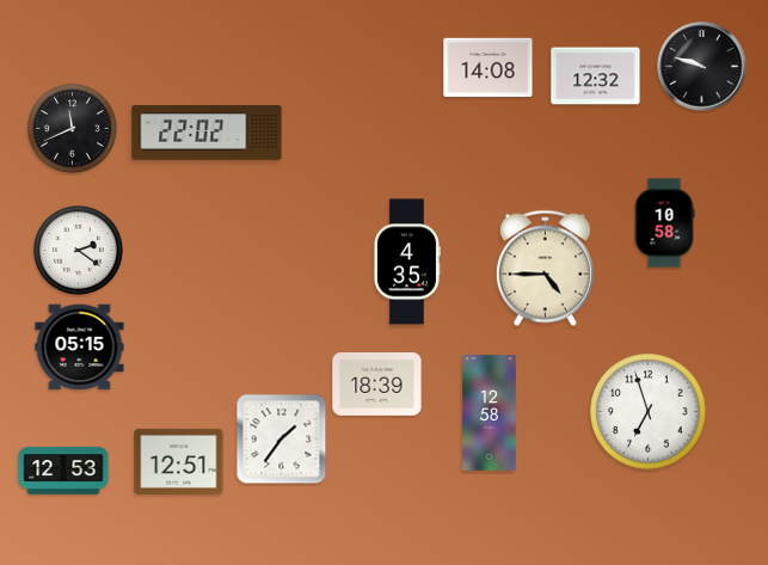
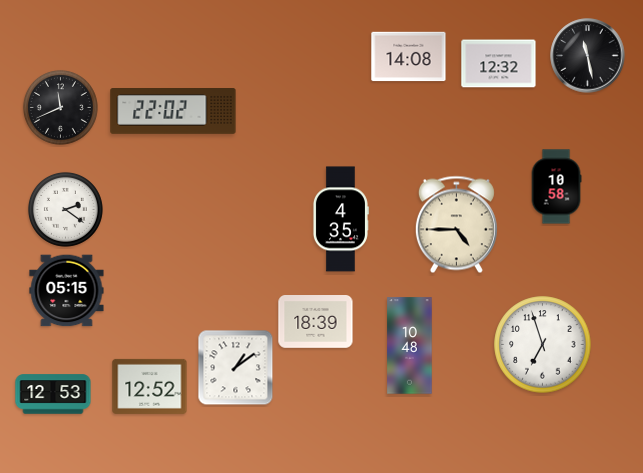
clock at (702, 67): 9:48 -> 11:28
clock at (490, 413): 12:58 -> 10:48
clock at (282, 440): 1:36 -> 1:09
clock at (179, 461): 12:51 -> 12:52
